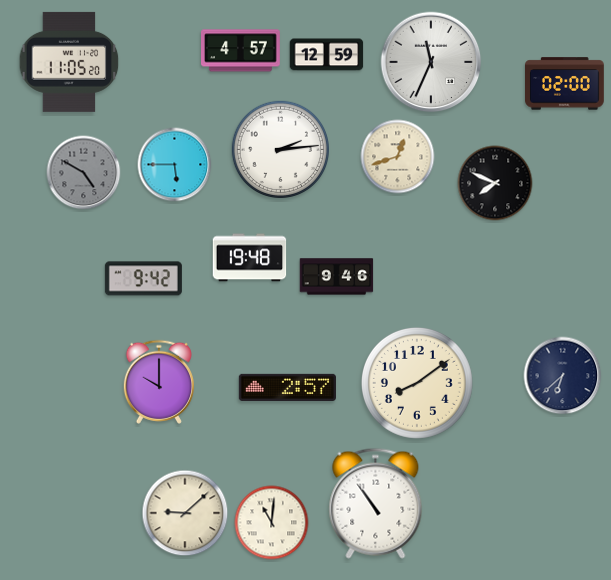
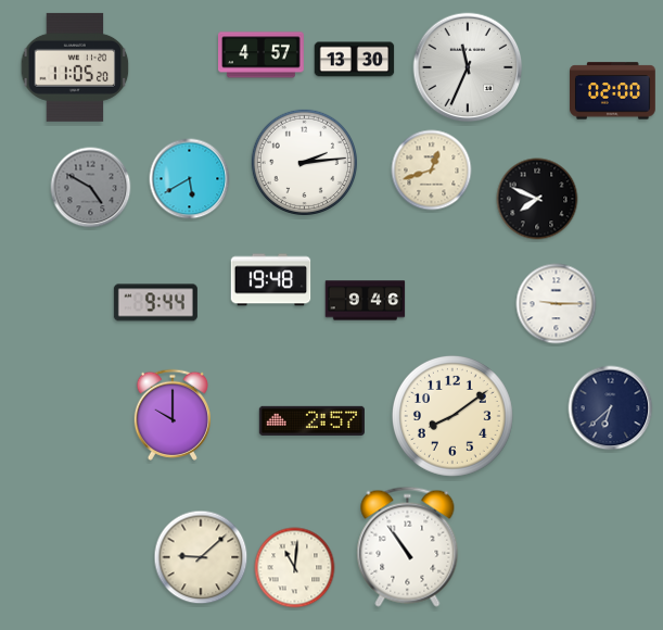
clock at (327, 55): 12:59 -> 13:30
clock at (175, 165): 5:45 -> 5:40
clock at (143, 279): 9:42 -> 9:44
clock at (557, 304): none -> 9:15
